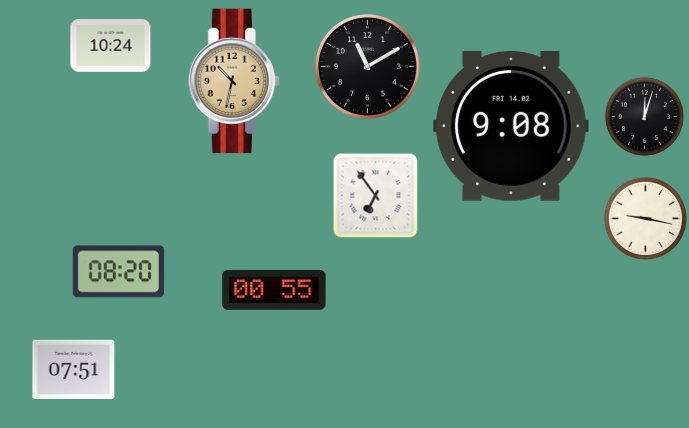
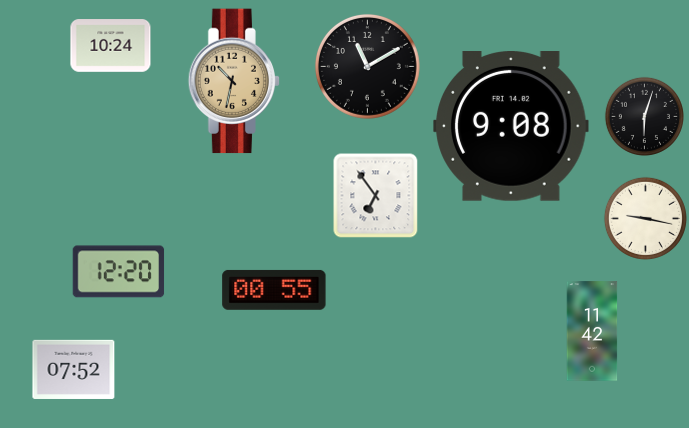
clock at (644, 116): 12:03 -> 6:03
clock at (119, 272): 08:20 -> 12:20
clock at (592, 331): none -> 11:42
clock at (74, 369): 07:51 -> 07:52
